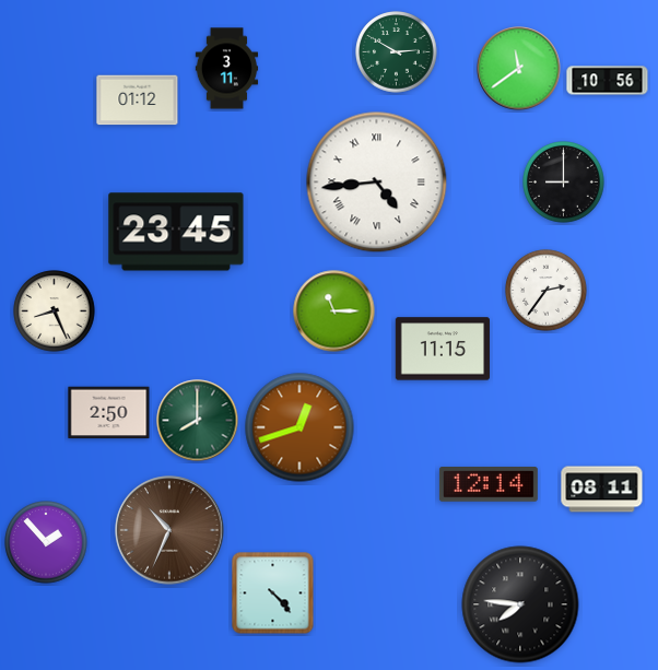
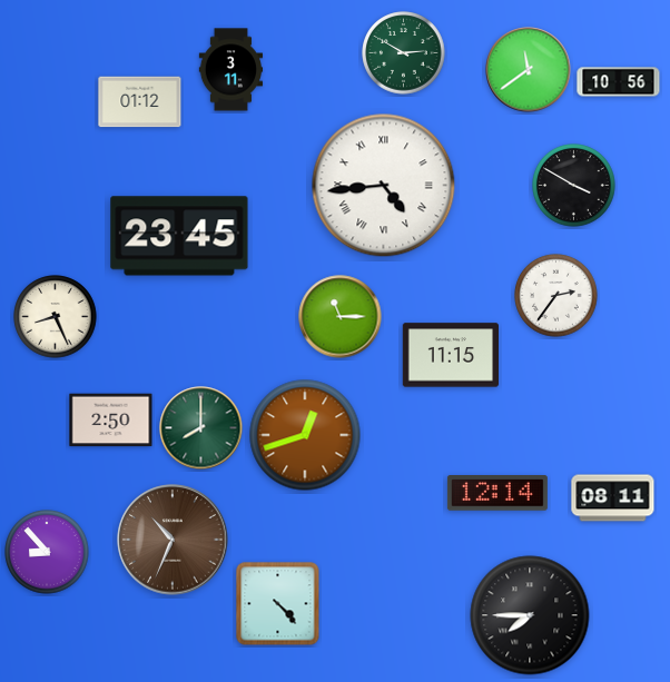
clock at (564, 183): 9:00 -> 3:50
clock at (46, 542): 1:53 -> 8:53
clock at (520, 604): 7:46 -> 7:45
